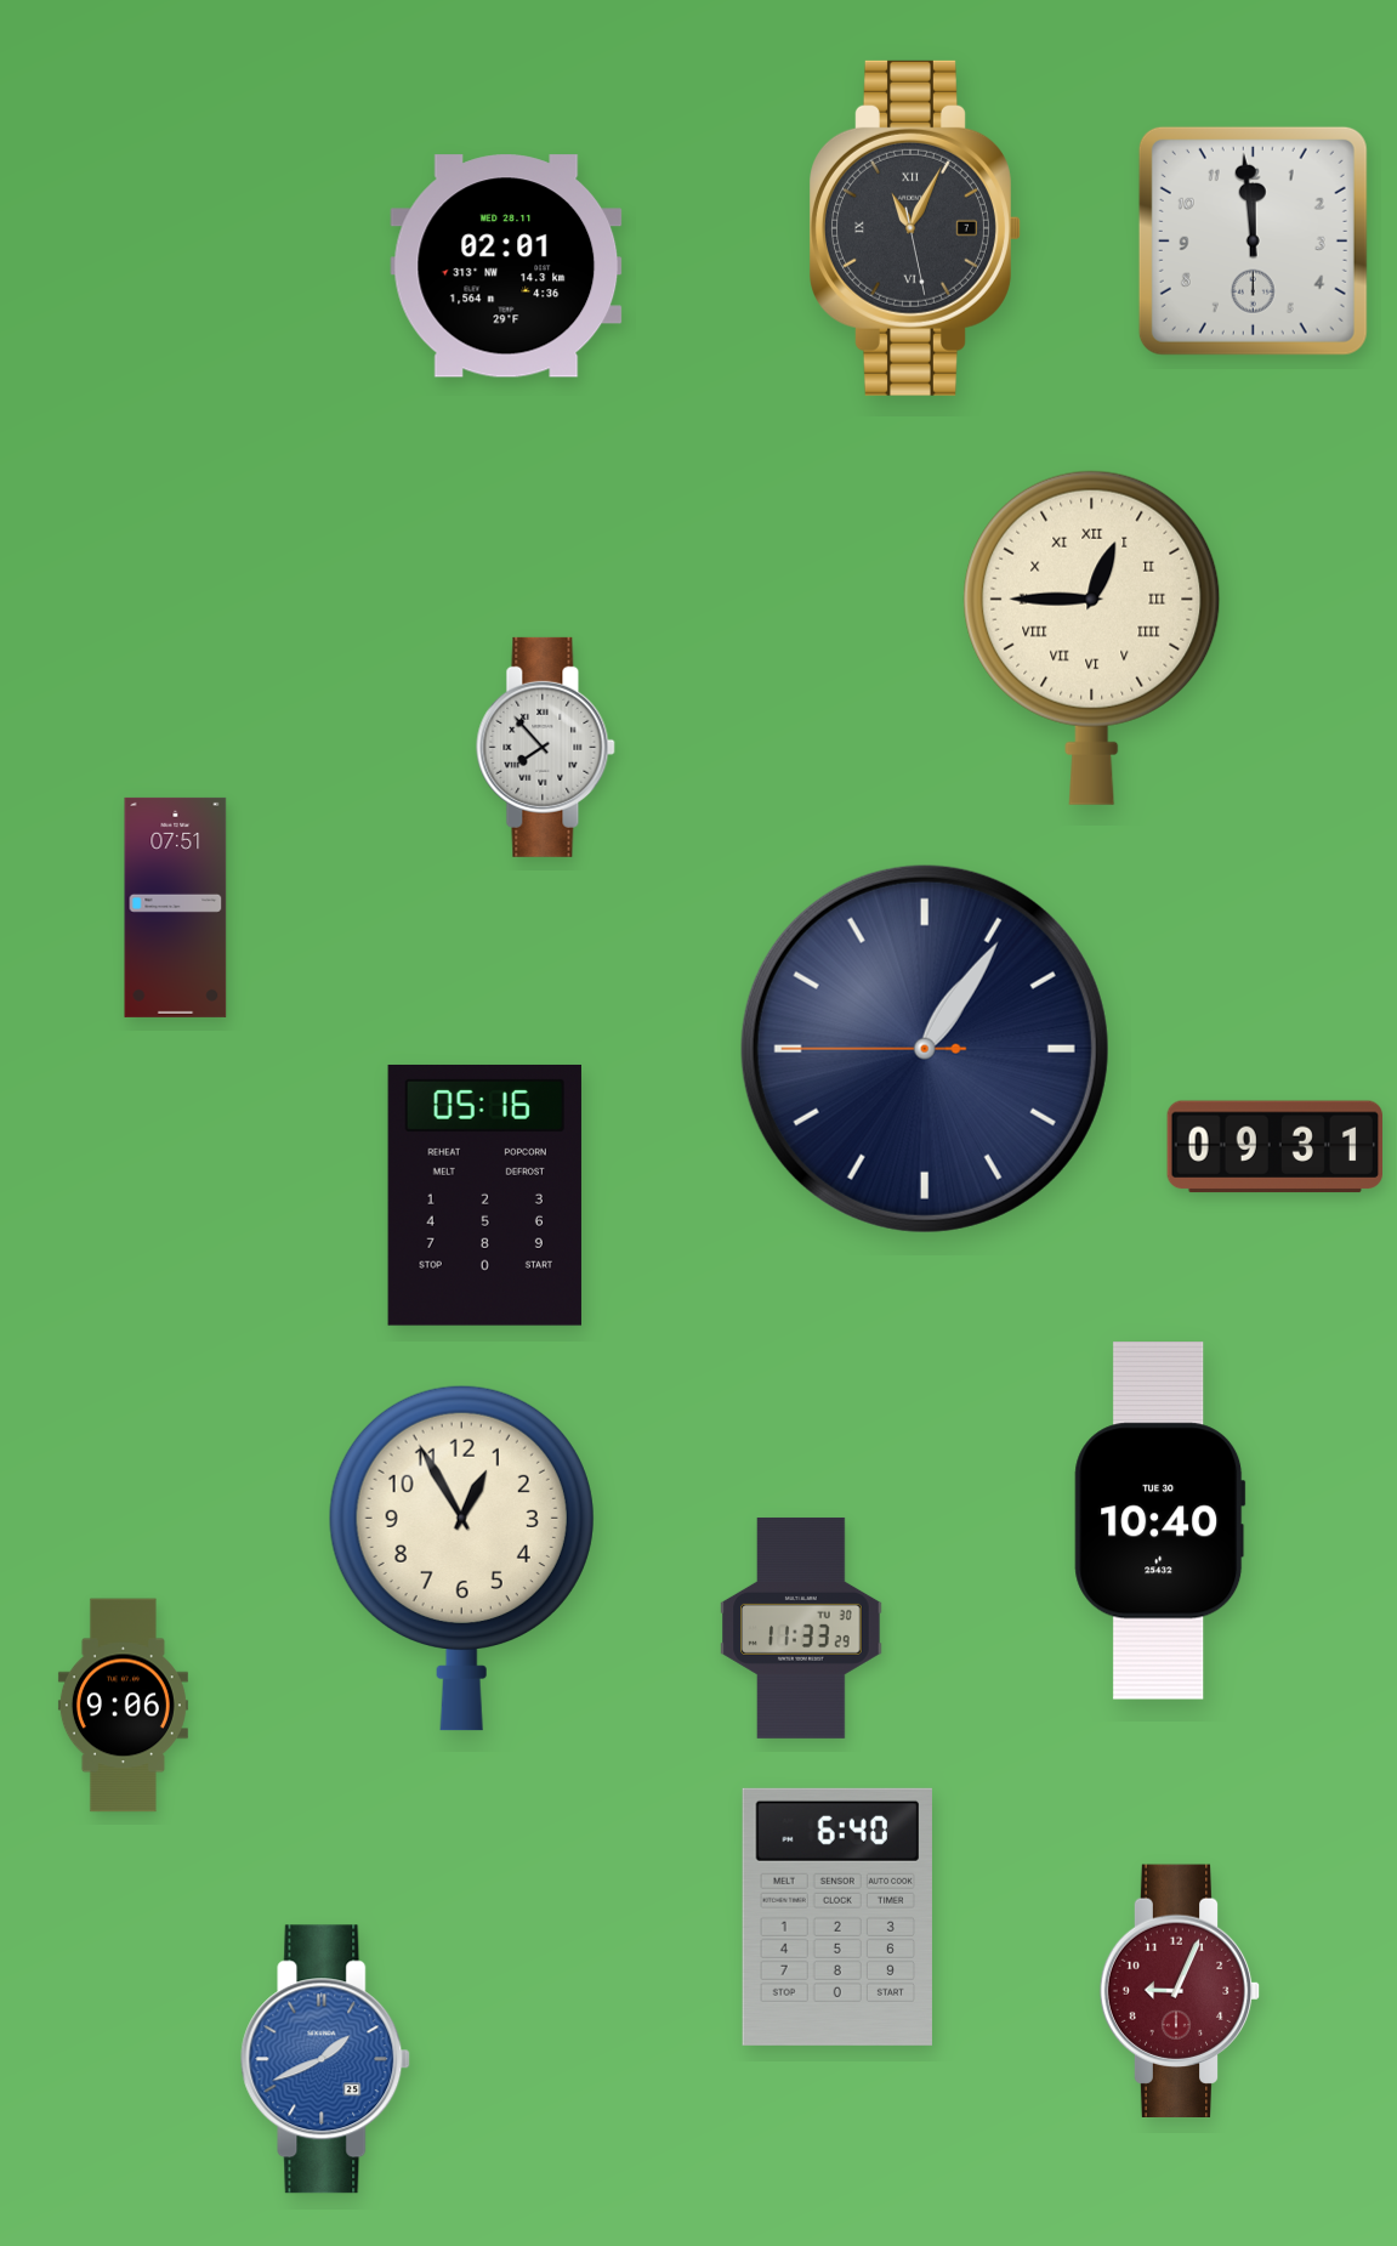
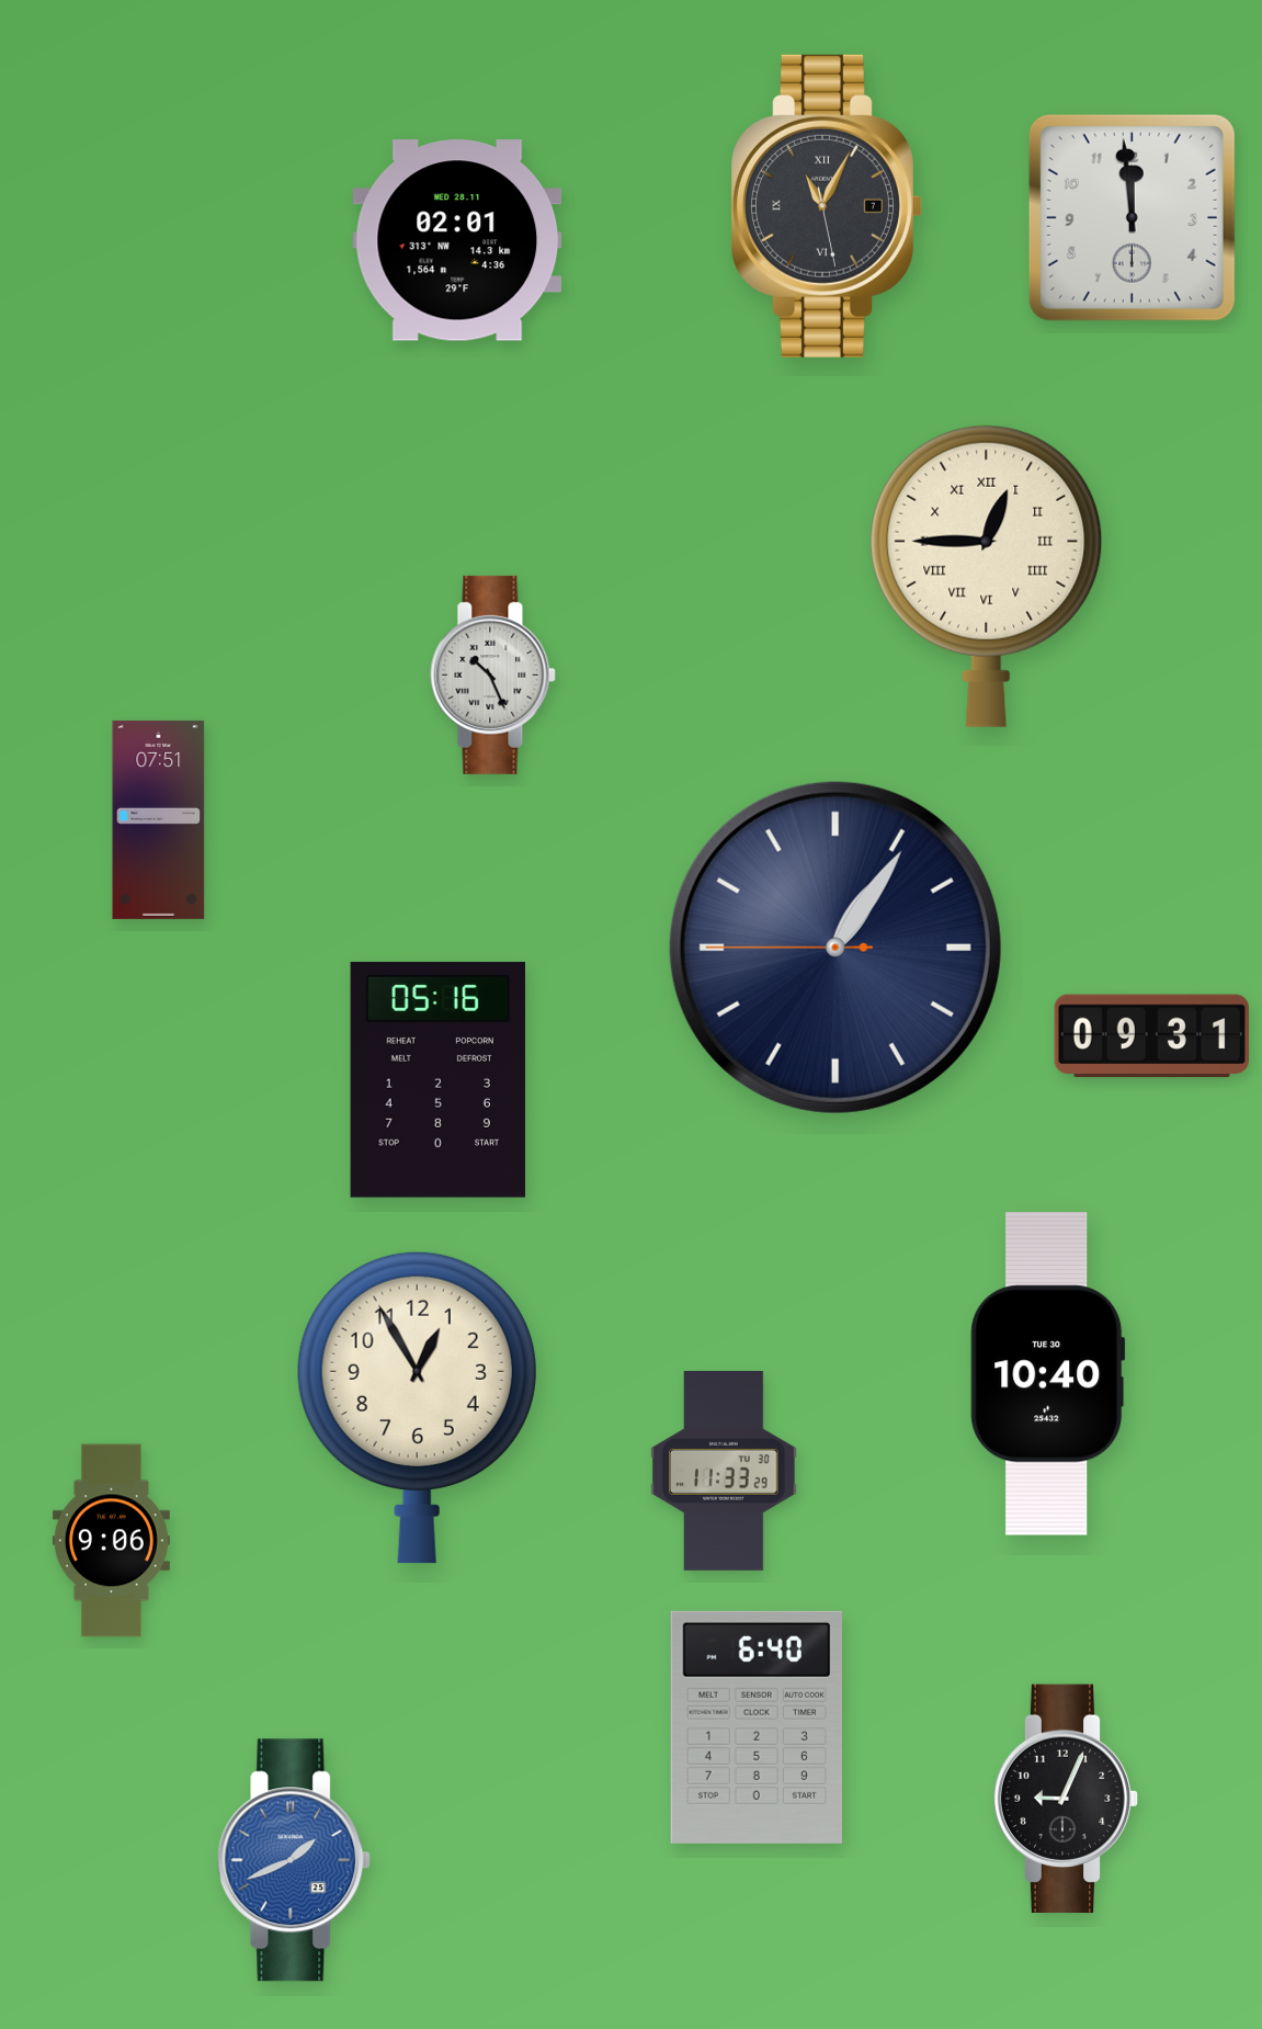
clock at (546, 747): 7:53 -> 10:26
clock at (836, 1917) position: (836, 1917) -> (755, 1727)
clock at (1180, 1990) dial: burgundy -> black
